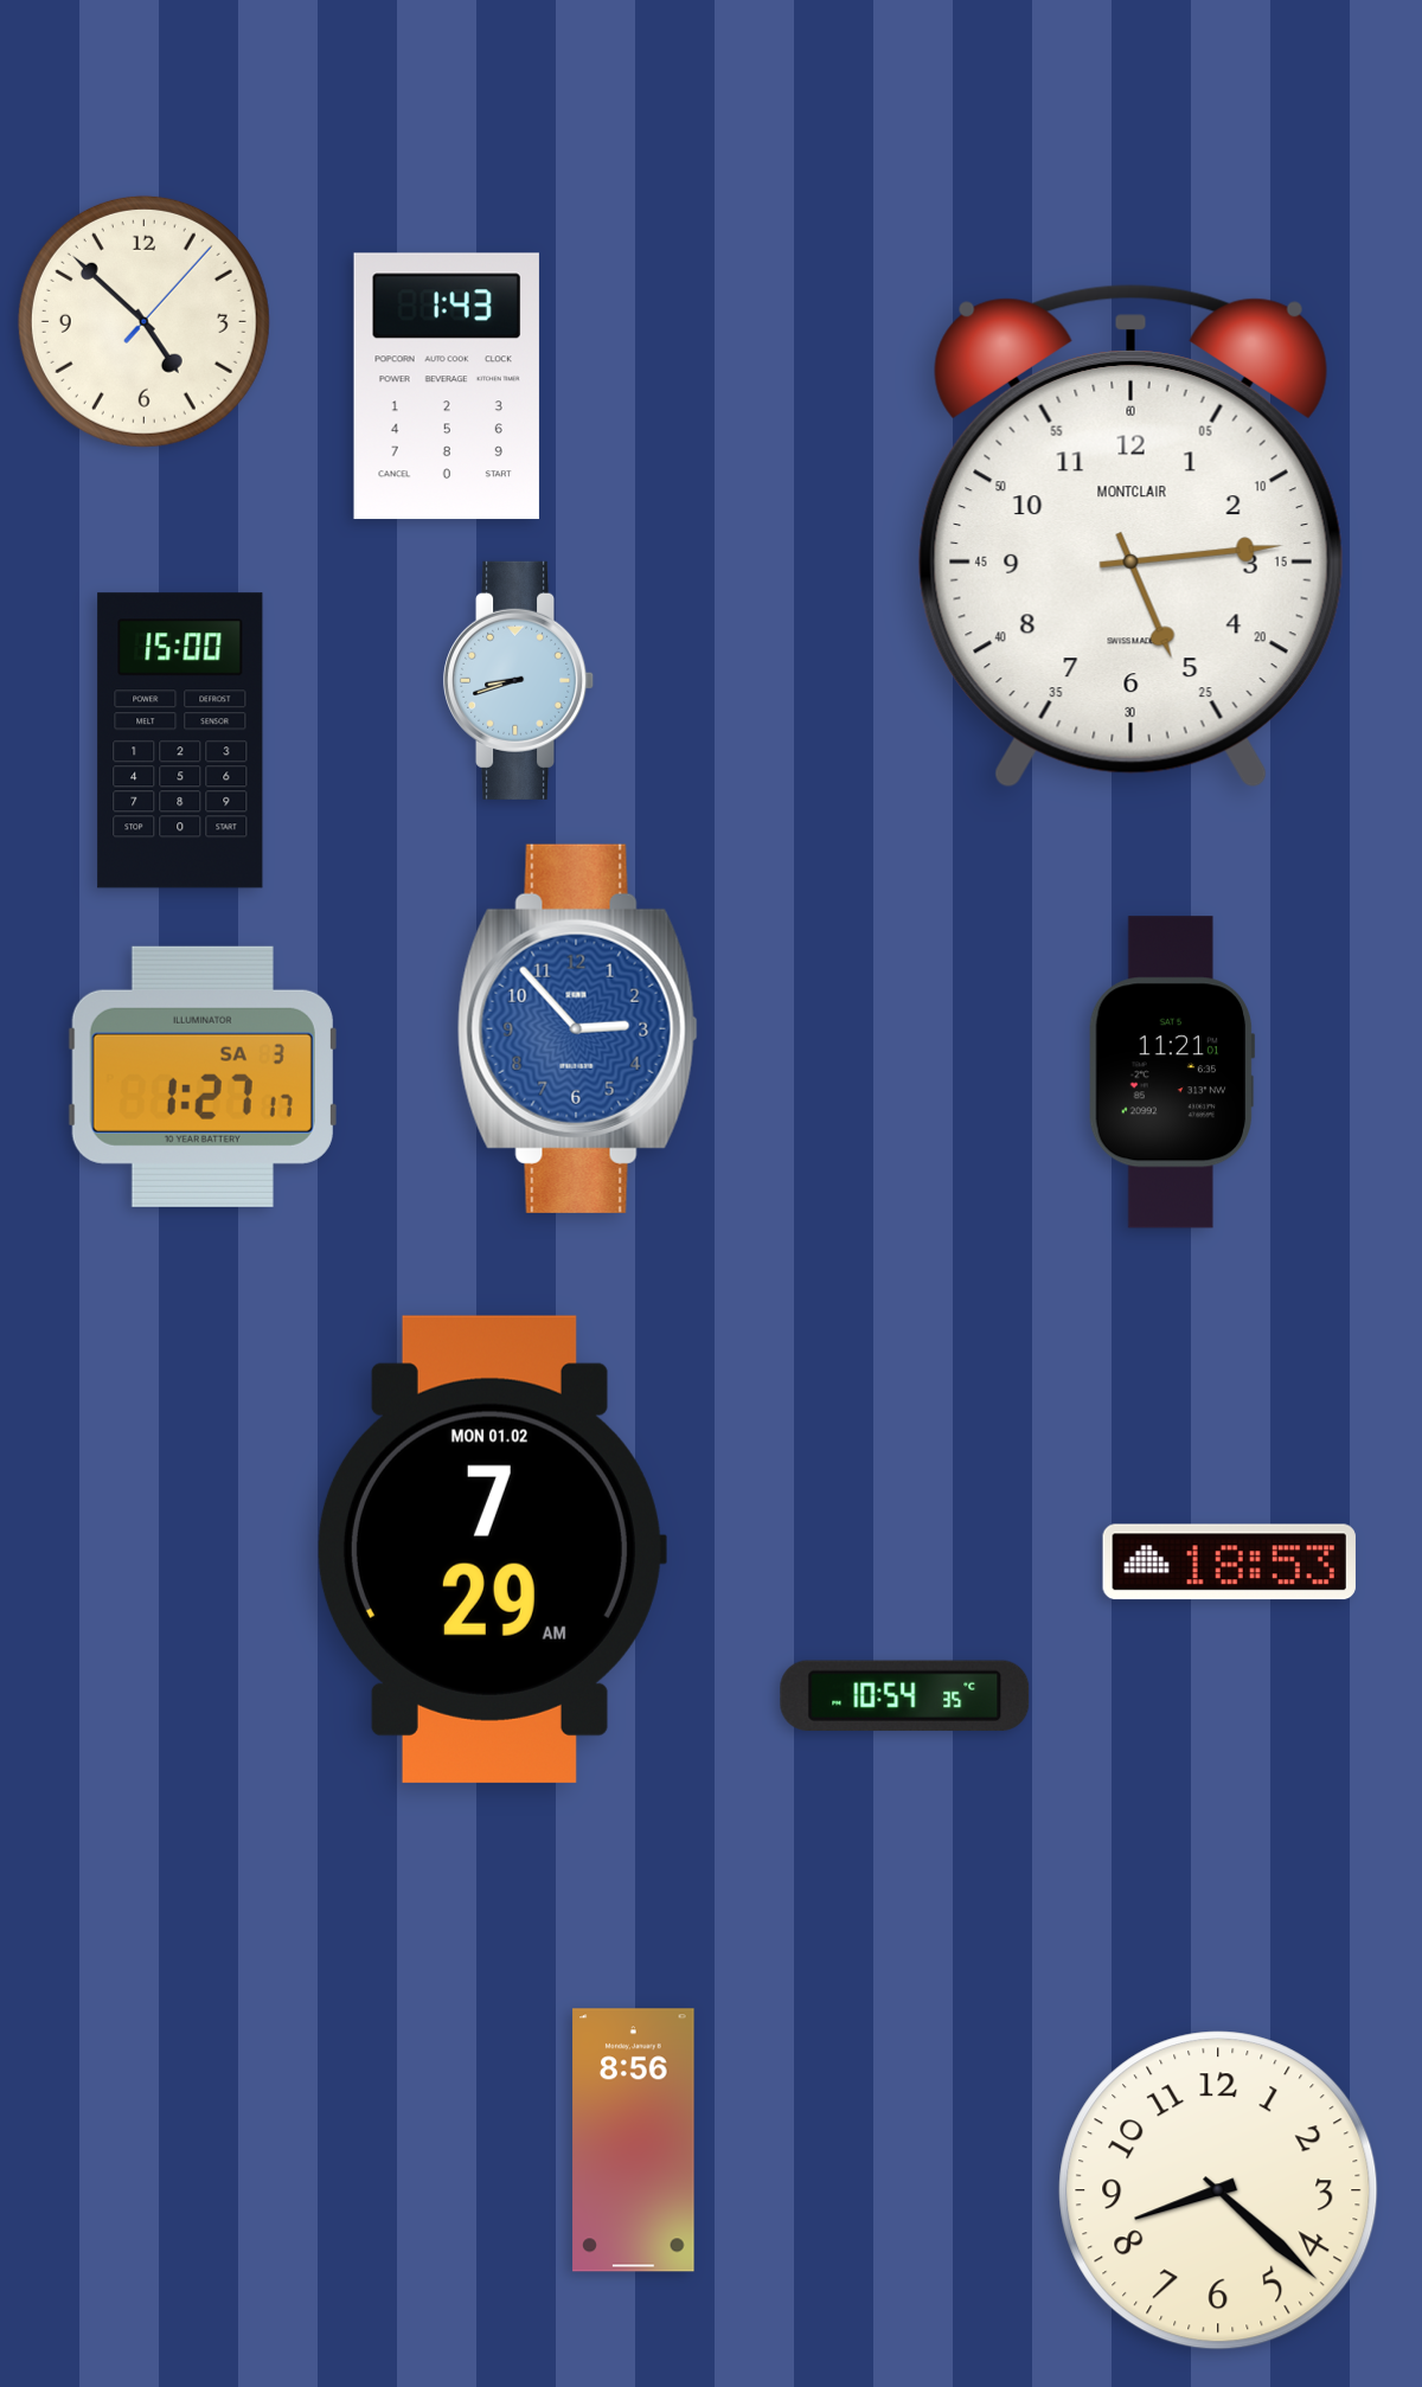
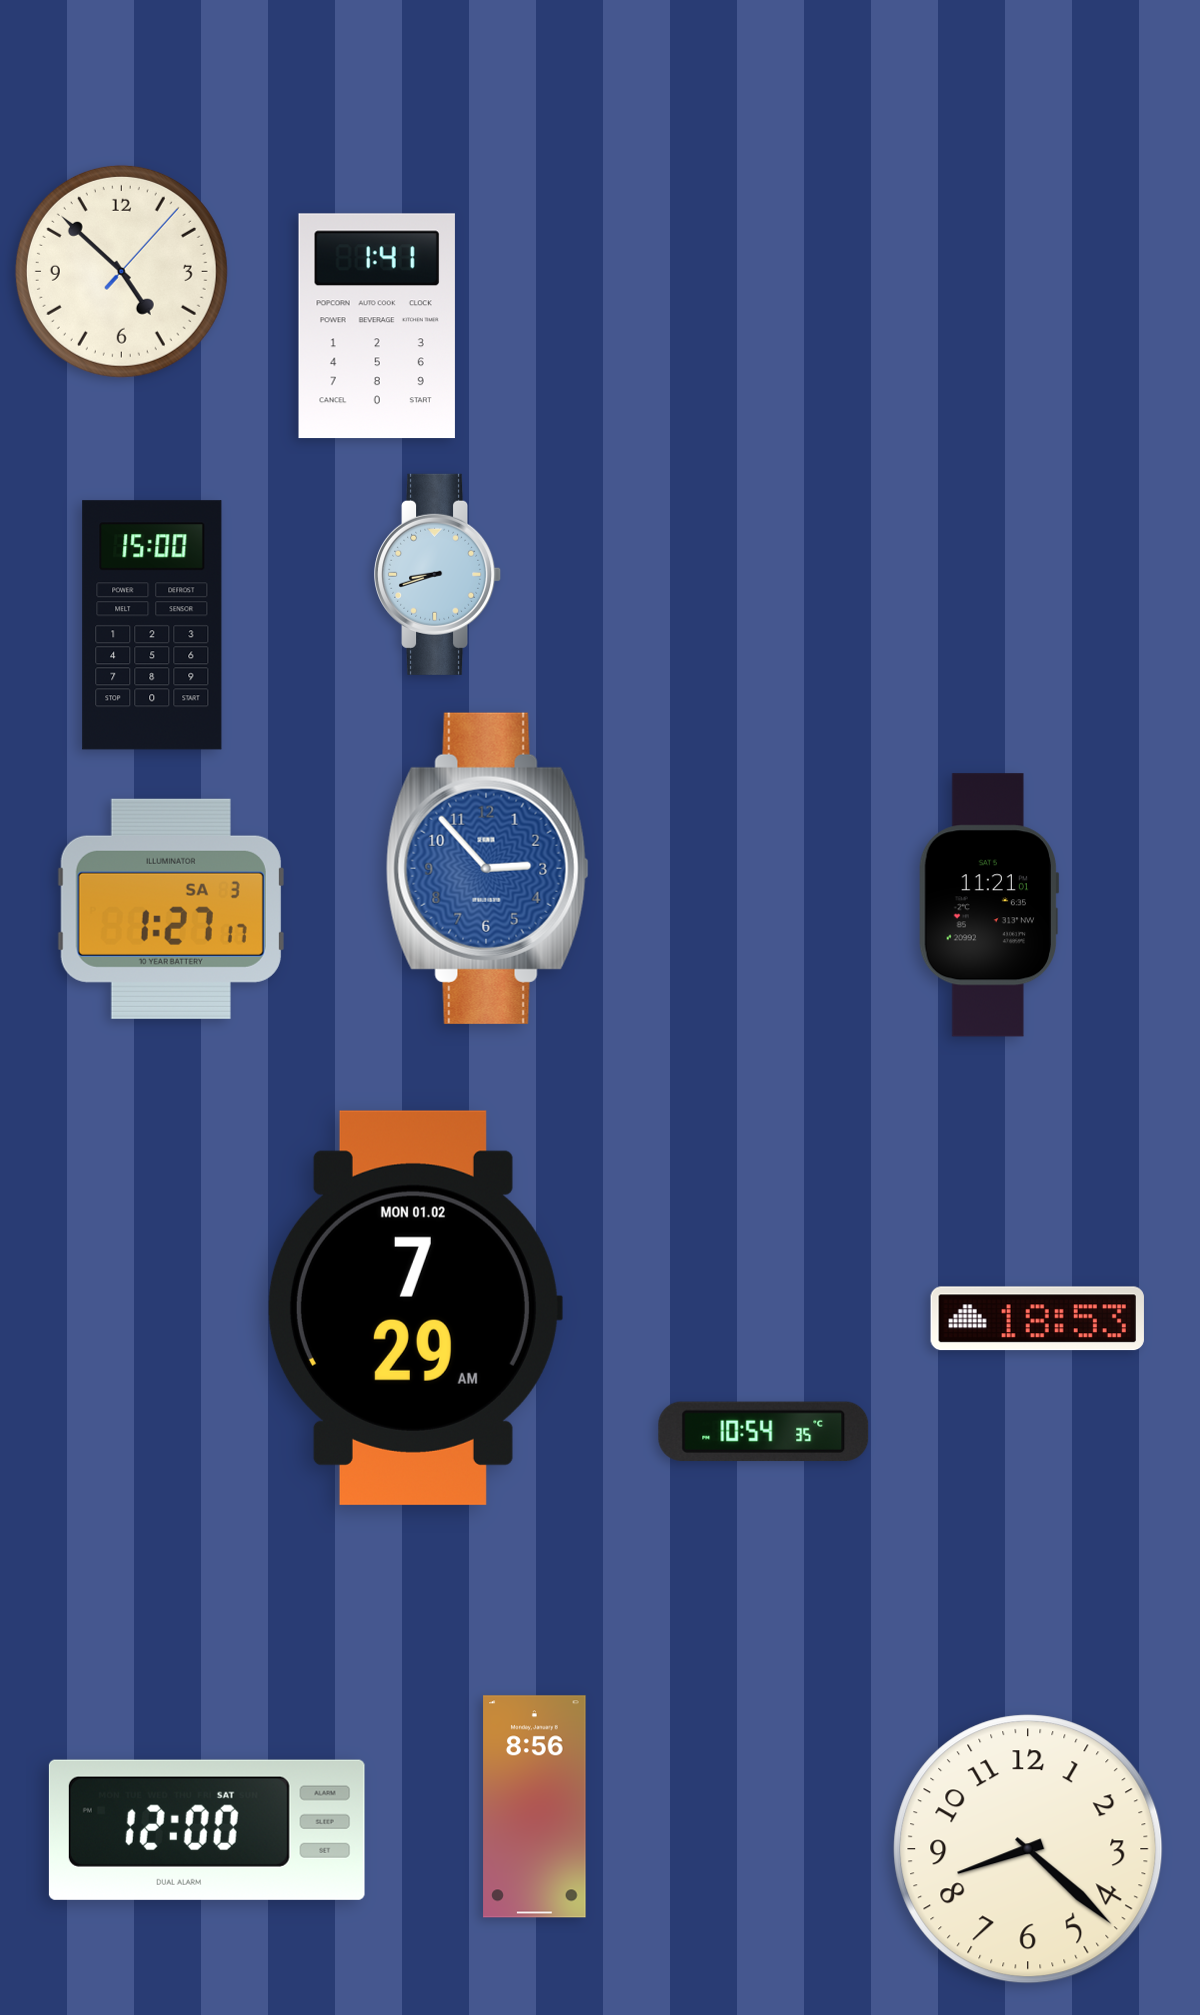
clock at (447, 386): 1:43 -> 1:41
clock at (1130, 535): 5:14 -> none
clock at (207, 1830): none -> 12:00
